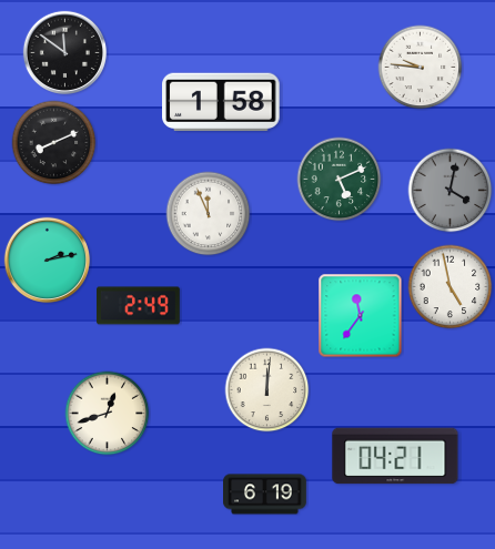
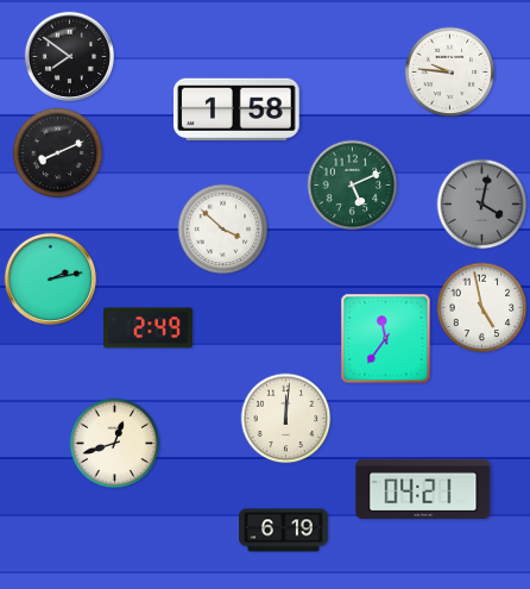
clock at (64, 52): 11:51 -> 7:51
clock at (340, 180) position: (340, 180) -> (353, 186)
clock at (209, 214): 11:56 -> 3:52
